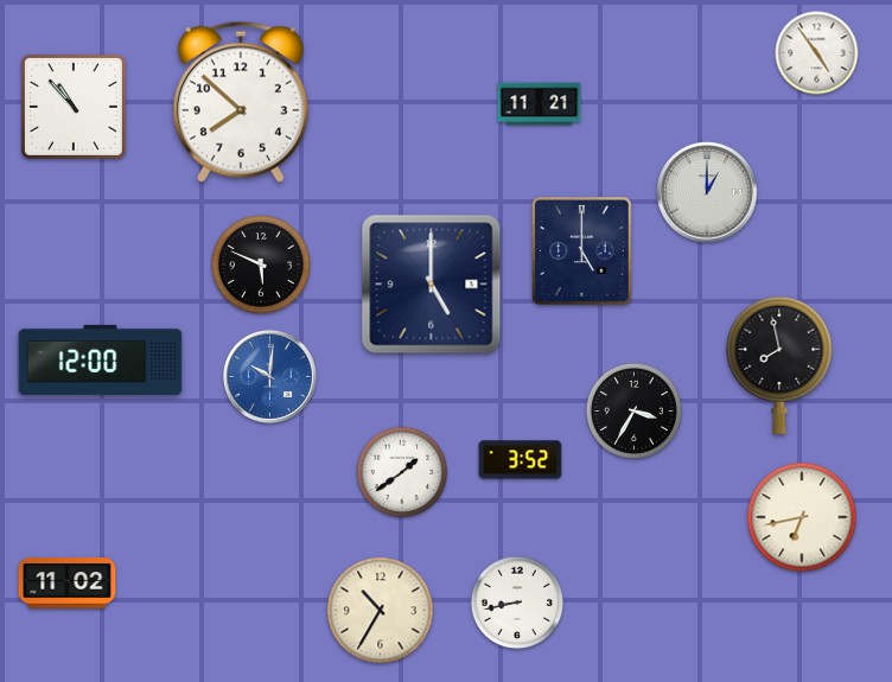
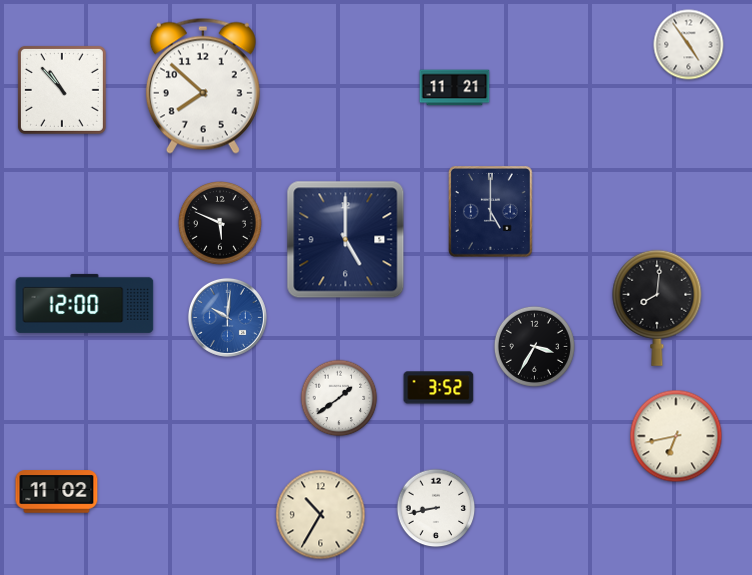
clock at (707, 192): 1:00 -> none
clock at (432, 285) position: (432, 285) -> (346, 240)
clock at (779, 365): 7:58 -> 8:01
